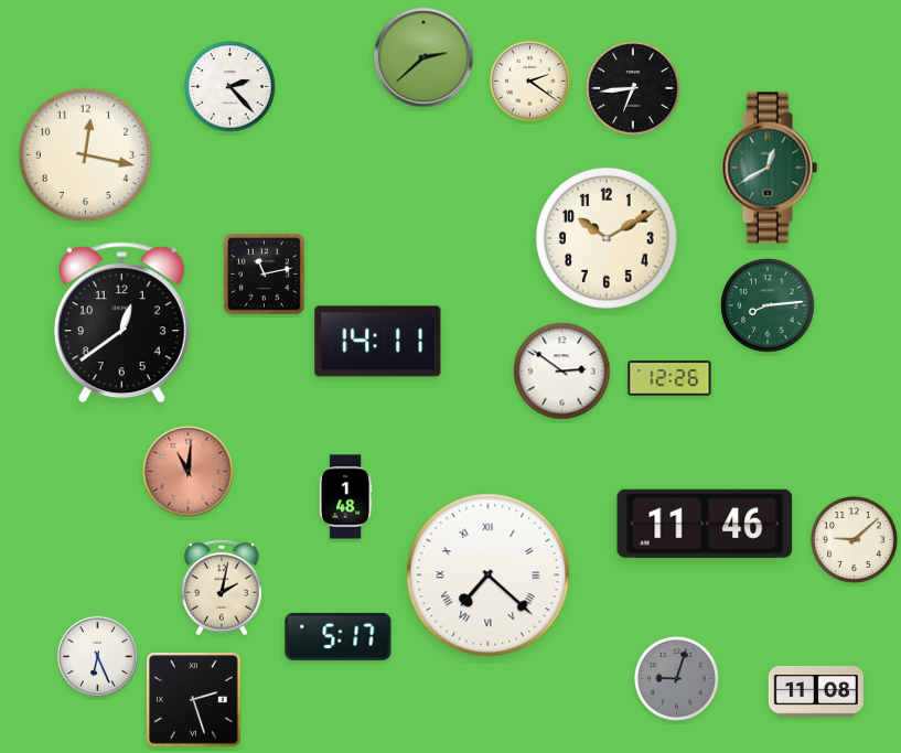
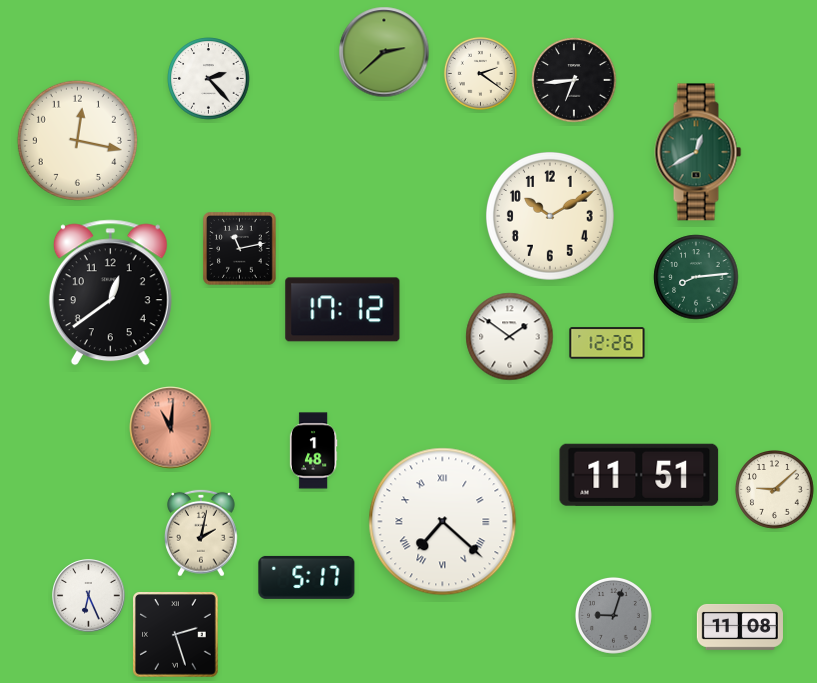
clock at (378, 342): 14:11 -> 17:12
clock at (562, 372): 2:51 -> 1:51
clock at (705, 524): 11:46 -> 11:51
